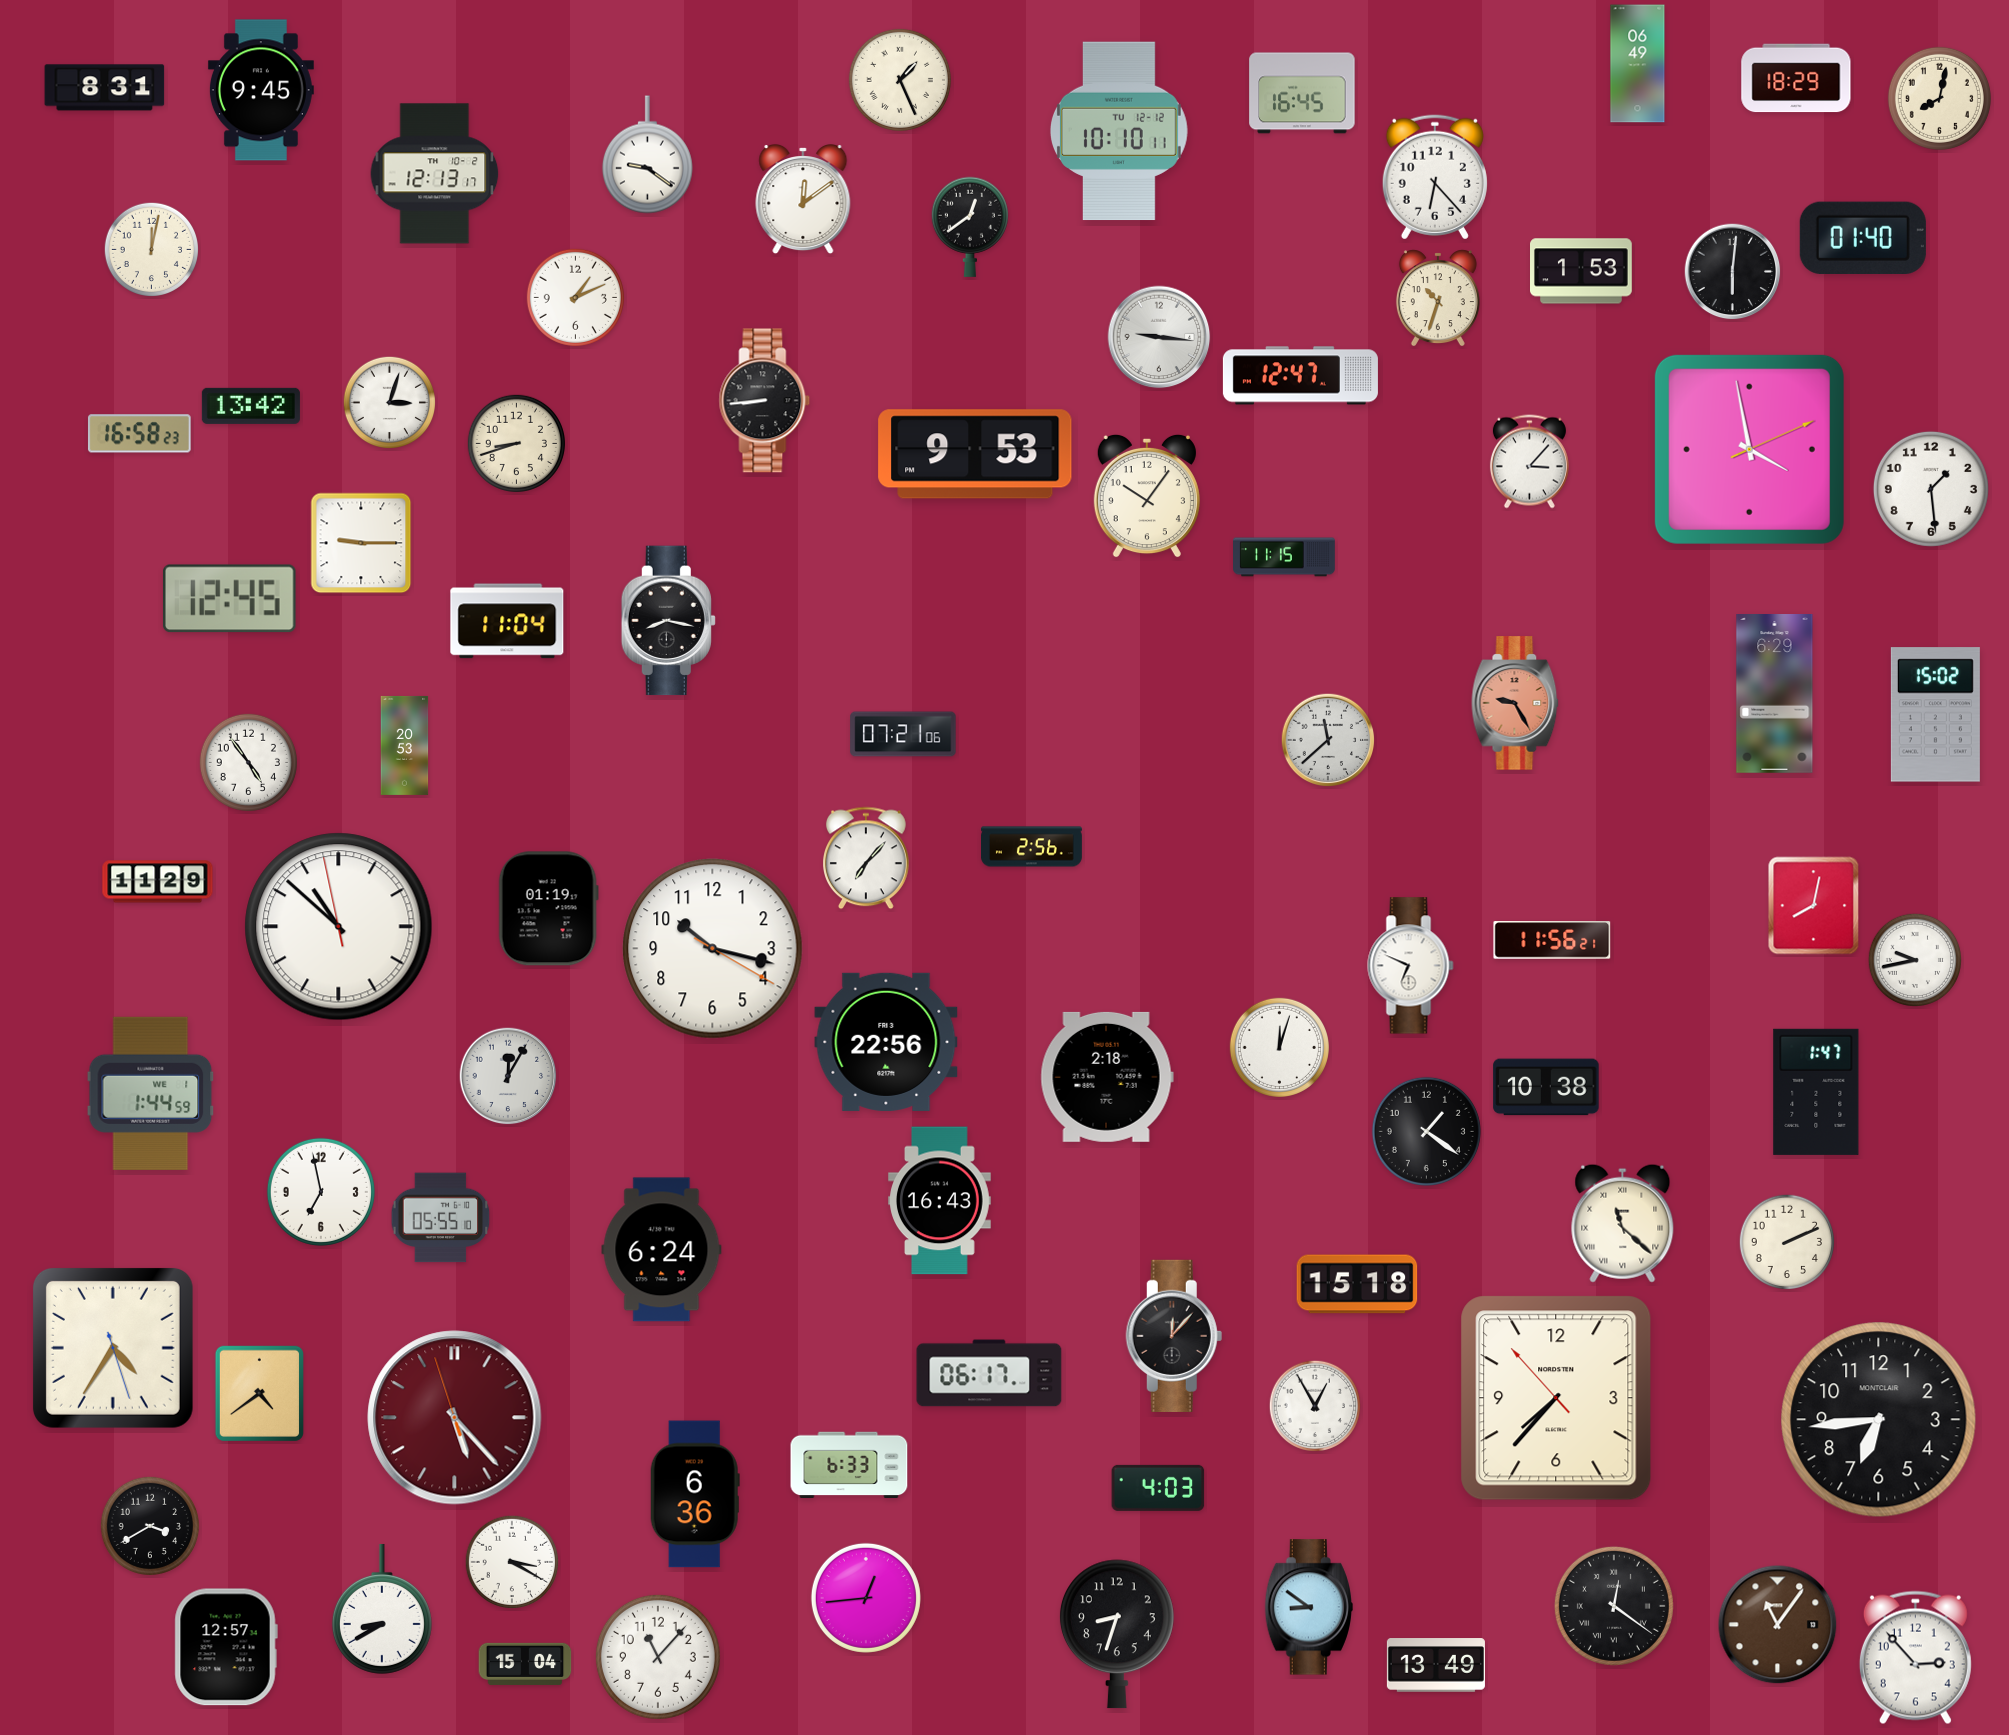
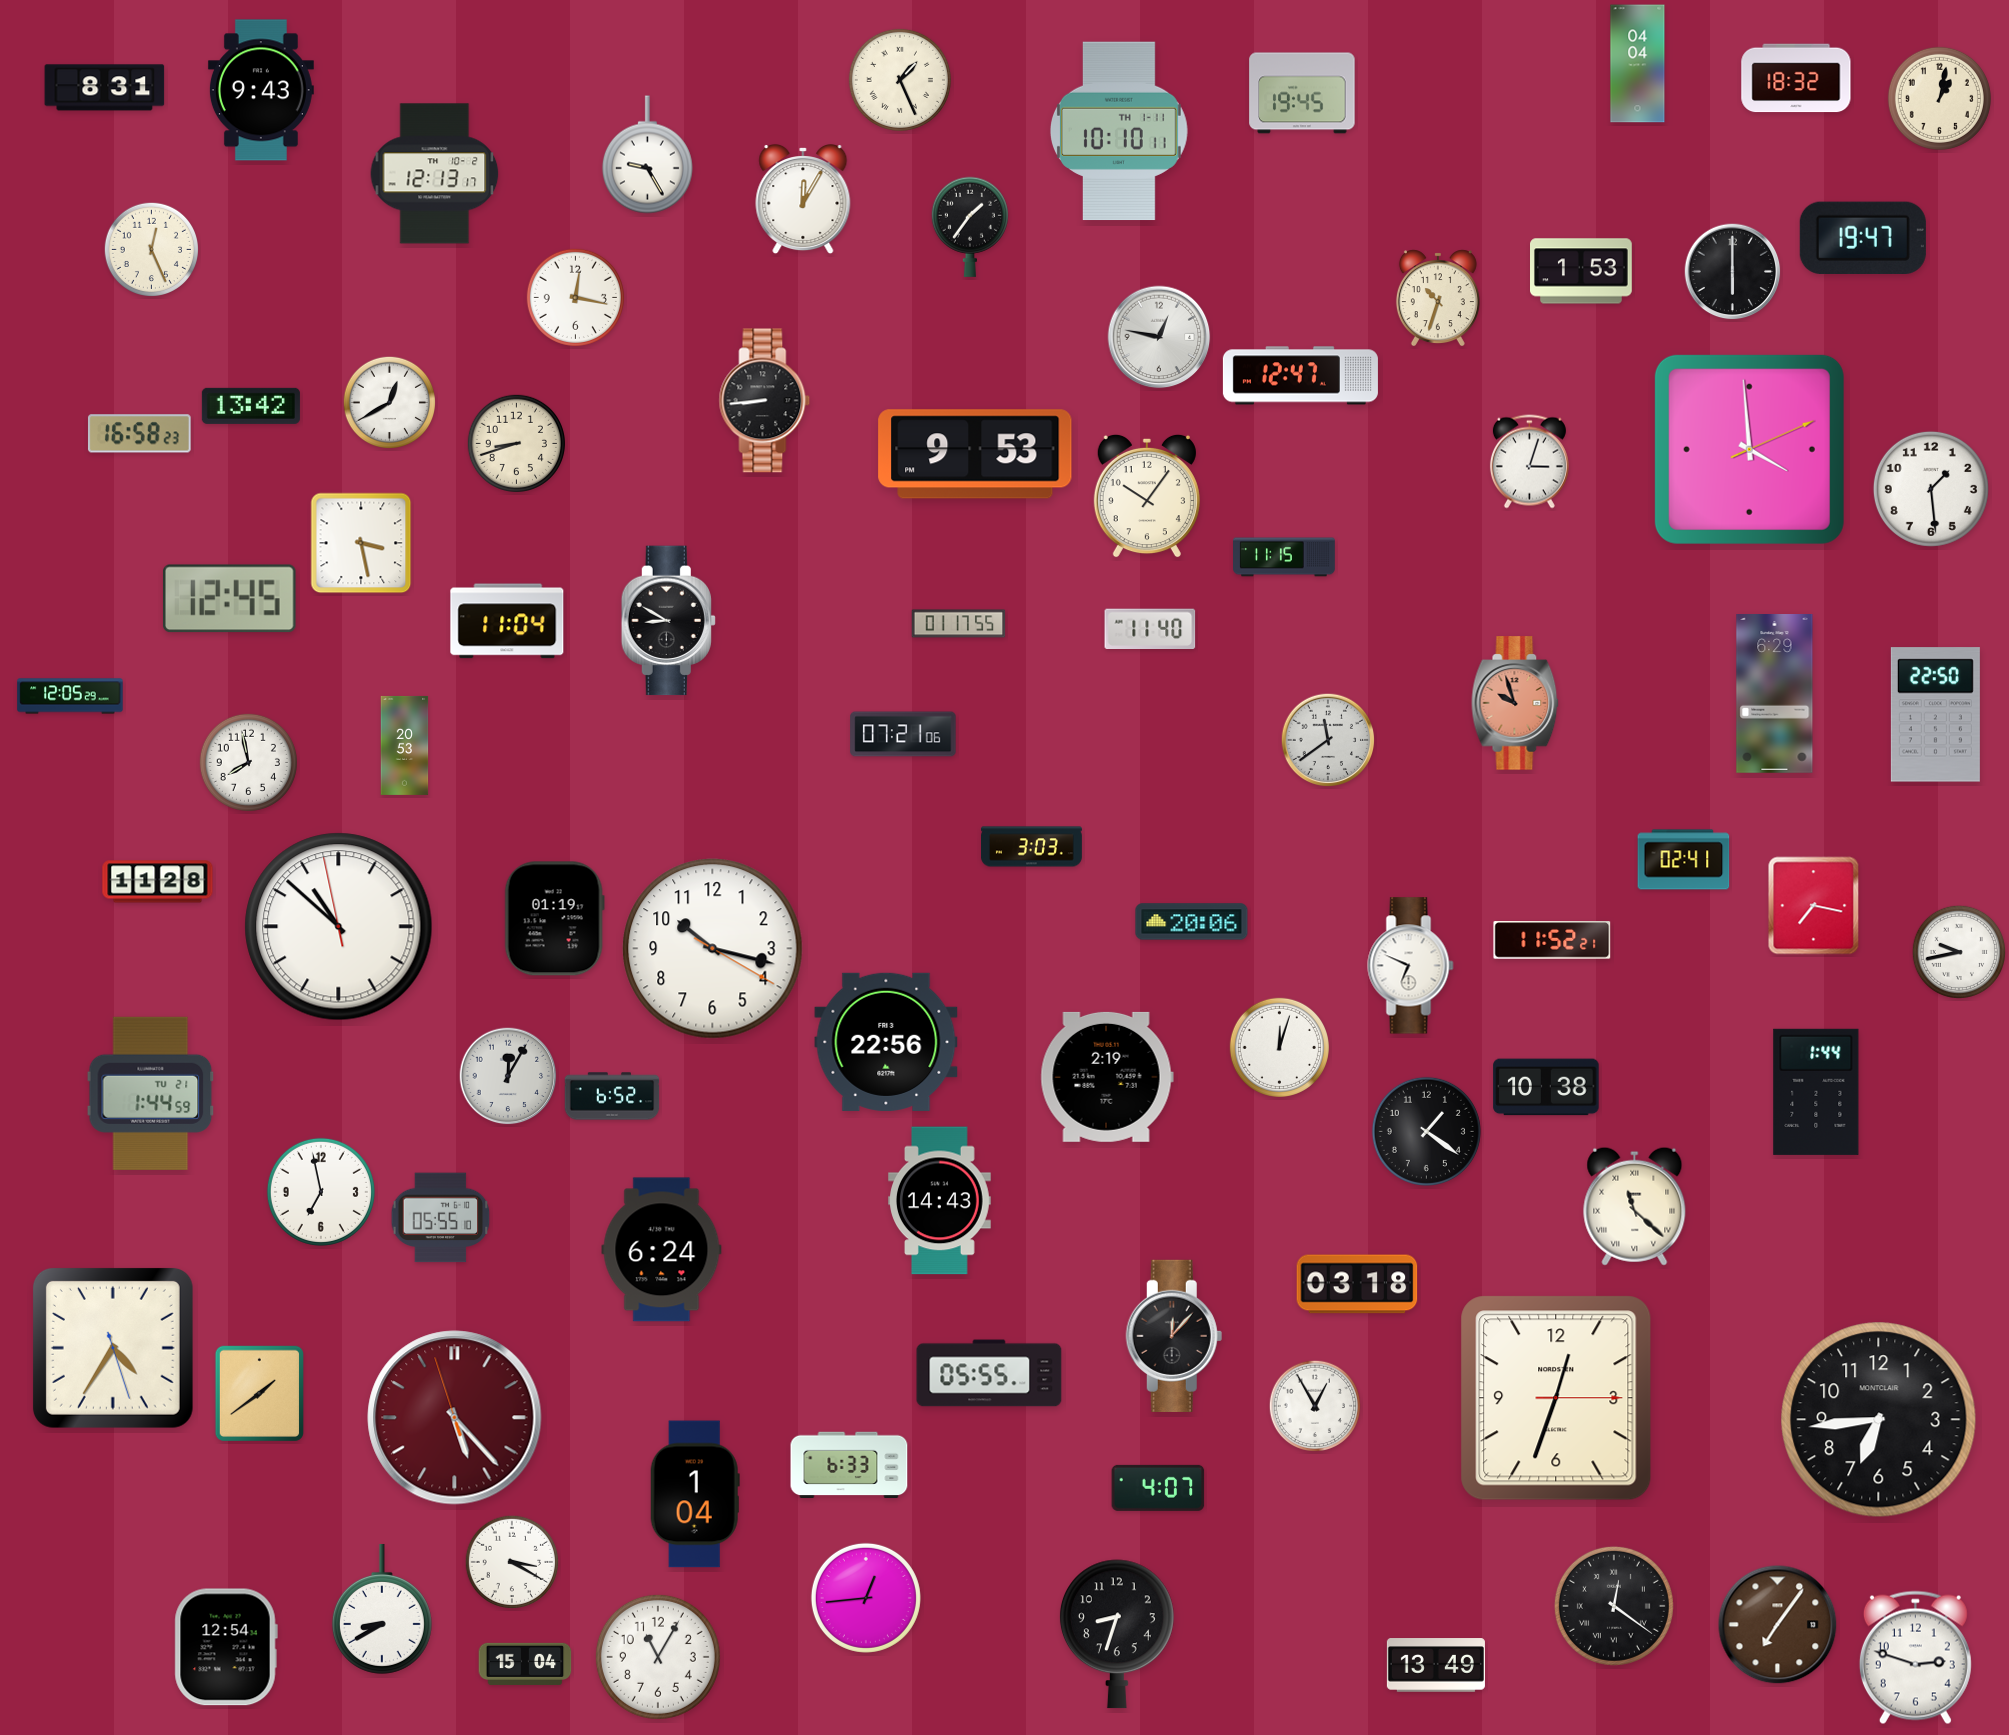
clock at (1638, 64): 06:49 -> 04:04
clock at (1796, 78): 18:29 -> 18:32
clock at (261, 90): 9:45 -> 9:43
clock at (1302, 93): 16:45 -> 19:45
clock at (1939, 98): 8:02 -> 1:02
clock at (1119, 131) date: TU 12-12 -> TH 1-11
clock at (647, 155): 9:21 -> 9:25
clock at (1435, 177): 6:23 -> none
clock at (803, 200): 12:09 -> 12:05
clock at (970, 227): 12:39 -> 1:36
clock at (1863, 238): 01:40 -> 19:47
clock at (151, 249): 12:02 -> 12:26
clock at (1733, 272): 6:01 -> 6:00
clock at (575, 297): 1:11 -> 12:17
clock at (1159, 337): 9:16 -> 12:47
clock at (389, 402): 3:03 -> 12:40
clock at (1749, 449): 3:58 -> 3:59
clock at (1529, 462): 3:07 -> 3:03
clock at (361, 543): 9:15 -> 3:28
clock at (668, 621): 8:17 -> 8:50
clock at (959, 624): none -> 01:17
clock at (1150, 628): none -> 11:40
clock at (70, 696): none -> 12:05
clock at (1515, 703): 9:25 -> 9:57
clock at (1935, 715): 15:02 -> 22:50
clock at (1328, 740): 11:38 -> 11:39
clock at (248, 762): 4:54 -> 7:58
clock at (1032, 847): 2:56 -> 3:03
clock at (867, 858): 7:07 -> none
clock at (1684, 860): none -> 02:41
clock at (158, 882): 11:29 -> 11:28
clock at (1814, 906): 8:02 -> 7:17
clock at (548, 909) position: (548, 909) -> (554, 919)
clock at (1192, 922): none -> 20:06
clock at (1552, 940): 11:56 -> 11:52
clock at (1914, 959) position: (1914, 959) -> (1958, 951)
clock at (1107, 1077): 2:18 -> 2:19
clock at (1816, 1092): 1:47 -> 1:44
clock at (151, 1093) date: WE 1 -> TU 21
clock at (612, 1096): none -> 6:52
clock at (940, 1201): 16:43 -> 14:43
clock at (1623, 1223) position: (1623, 1223) -> (1635, 1206)
clock at (1786, 1241): 2:11 -> none
clock at (1357, 1284): 15:18 -> 03:18
clock at (989, 1373): 06:17 -> 05:55
clock at (259, 1393): 4:39 -> 1:39
clock at (1556, 1398): 7:36 -> 12:33
clock at (1158, 1488): 4:03 -> 4:07
clock at (695, 1494): 6:36 -> 1:04
clock at (150, 1526): 3:40 -> none
clock at (1309, 1607): 8:51 -> none
clock at (1778, 1625): 11:06 -> 7:06
clock at (226, 1647): 12:57 -> 12:54
clock at (658, 1657): 11:07 -> 11:05
clock at (1915, 1658): 2:53 -> 2:48
